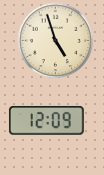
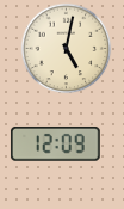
clock at (56, 41): 4:57 -> 5:02
